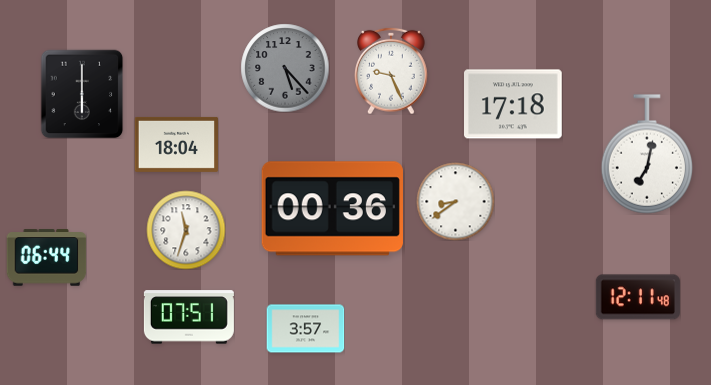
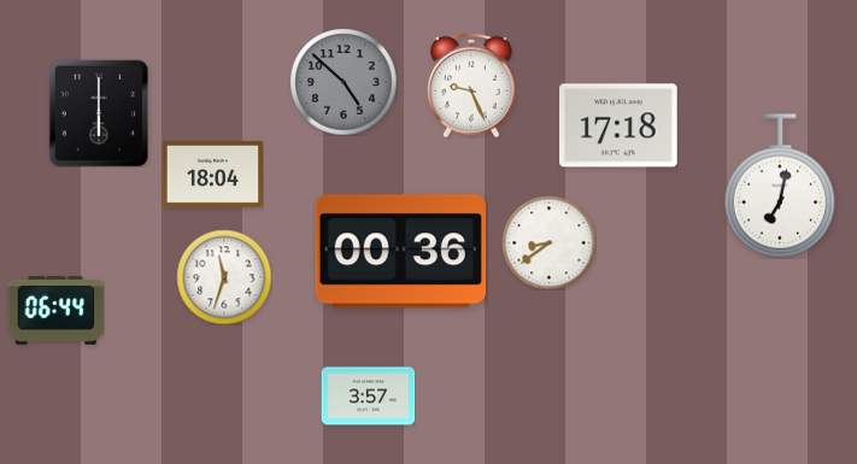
clock at (285, 68): 5:23 -> 4:52
clock at (638, 297): 12:11 -> none
clock at (189, 317): 07:51 -> none
